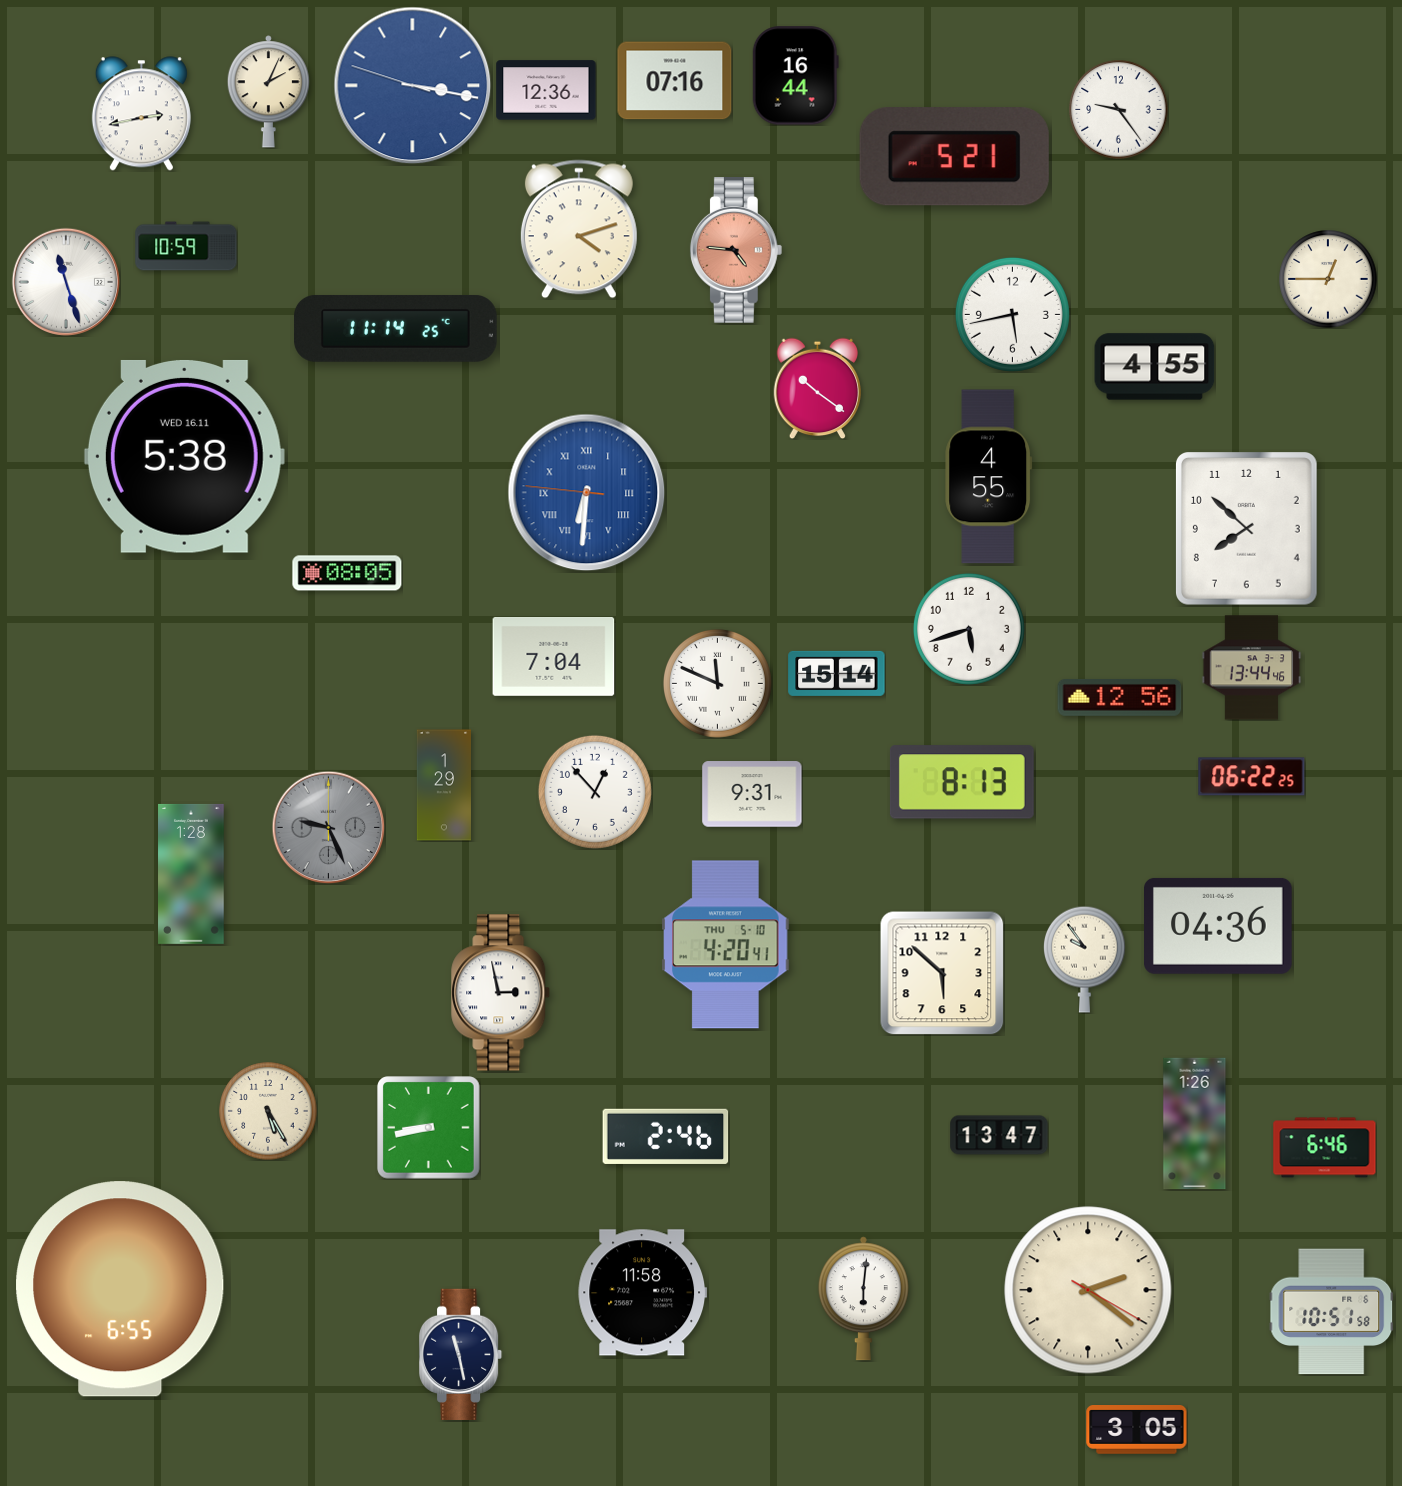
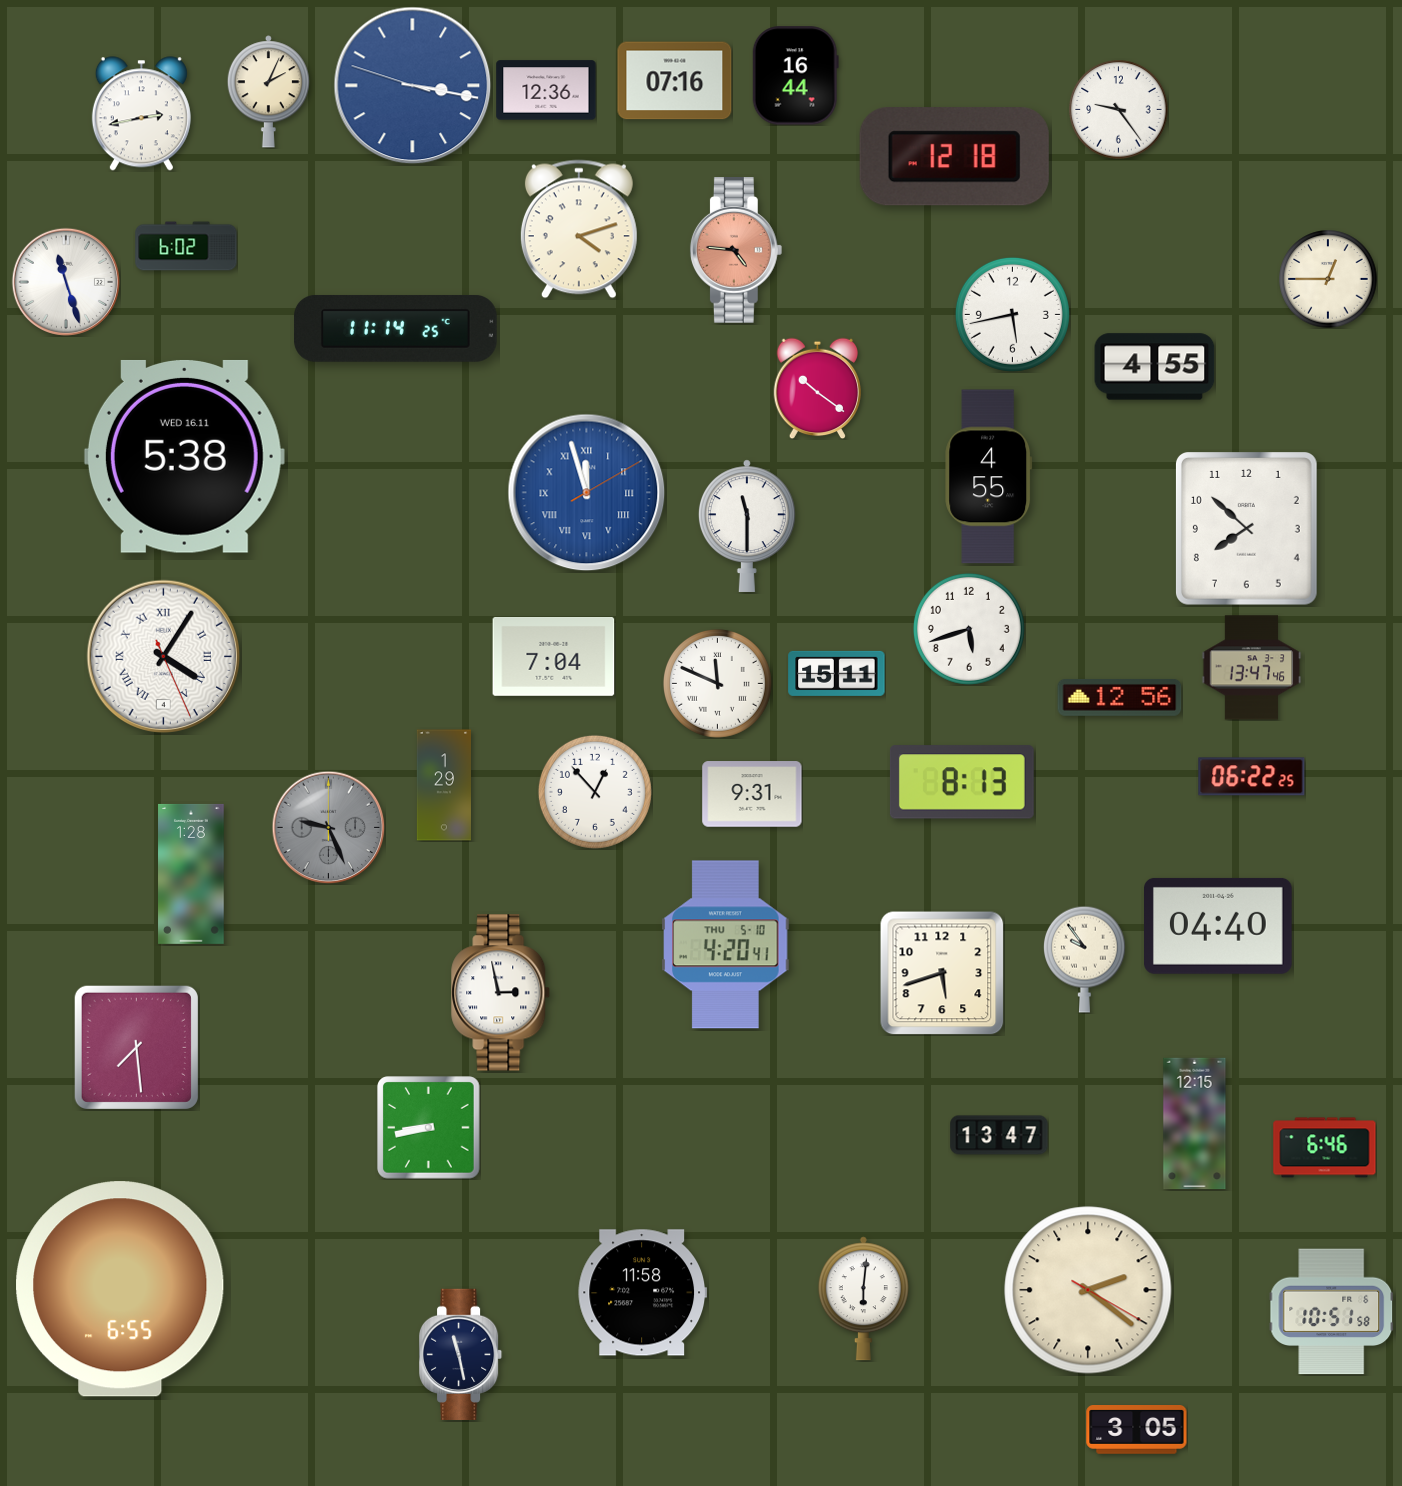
clock at (954, 157): 5:21 -> 12:18
clock at (186, 246): 10:59 -> 6:02
clock at (587, 493): 6:30 -> 11:57
clock at (747, 526): none -> 11:30
clock at (347, 573): 08:05 -> none
clock at (164, 657): none -> 4:05
clock at (1252, 668): 13:44 -> 13:47
clock at (837, 673): 15:14 -> 15:11
clock at (1219, 926): 04:36 -> 04:40
clock at (942, 973): 5:52 -> 5:42
clock at (136, 1047): none -> 7:29
clock at (268, 1111): 5:25 -> none
clock at (1195, 1124): 1:26 -> 12:15
clock at (666, 1136): 2:46 -> none
